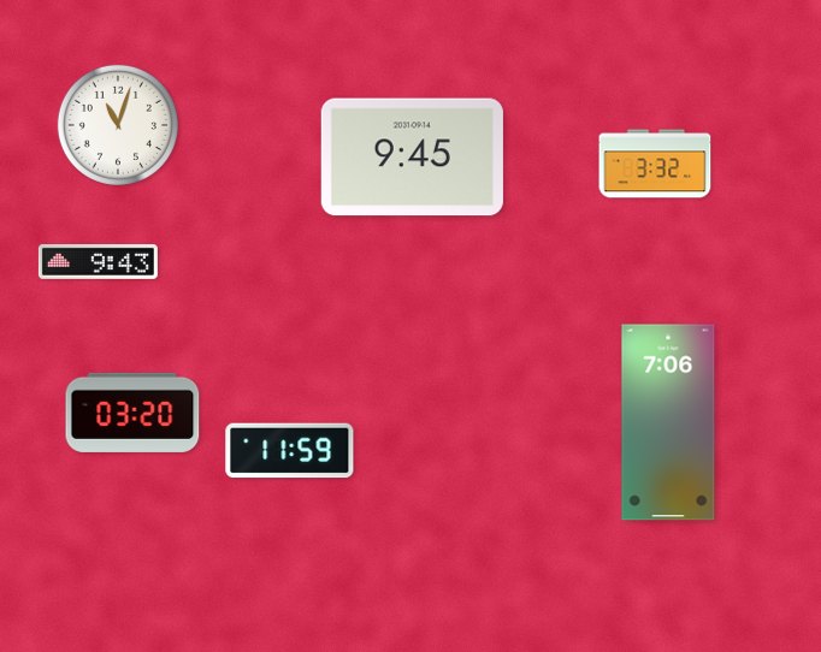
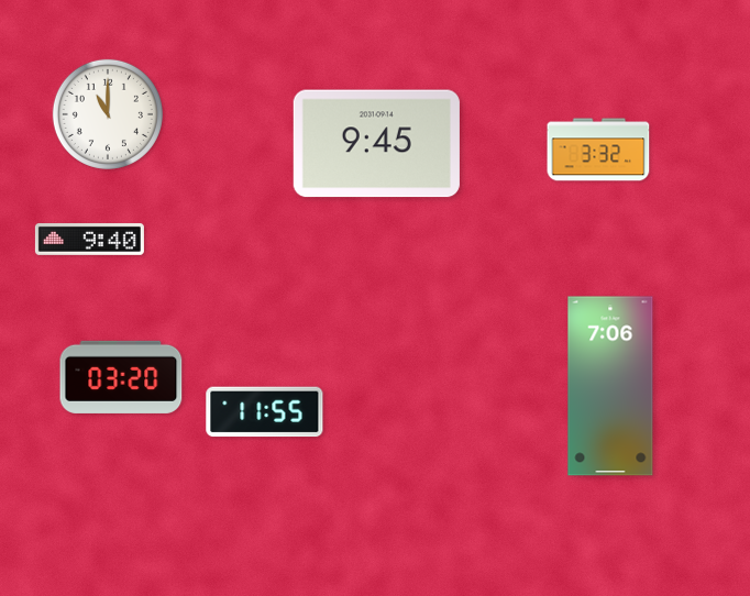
clock at (118, 125): 11:03 -> 11:00
clock at (98, 261): 9:43 -> 9:40
clock at (290, 451): 11:59 -> 11:55
